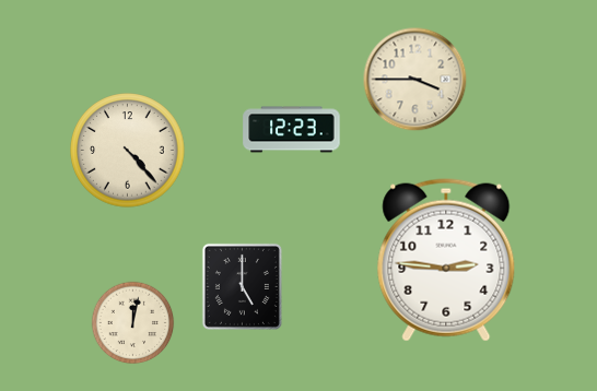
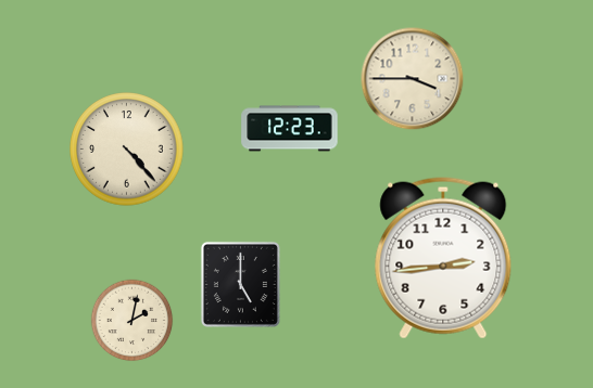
clock at (446, 260): 2:46 -> 2:44
clock at (133, 323): 12:02 -> 2:02
